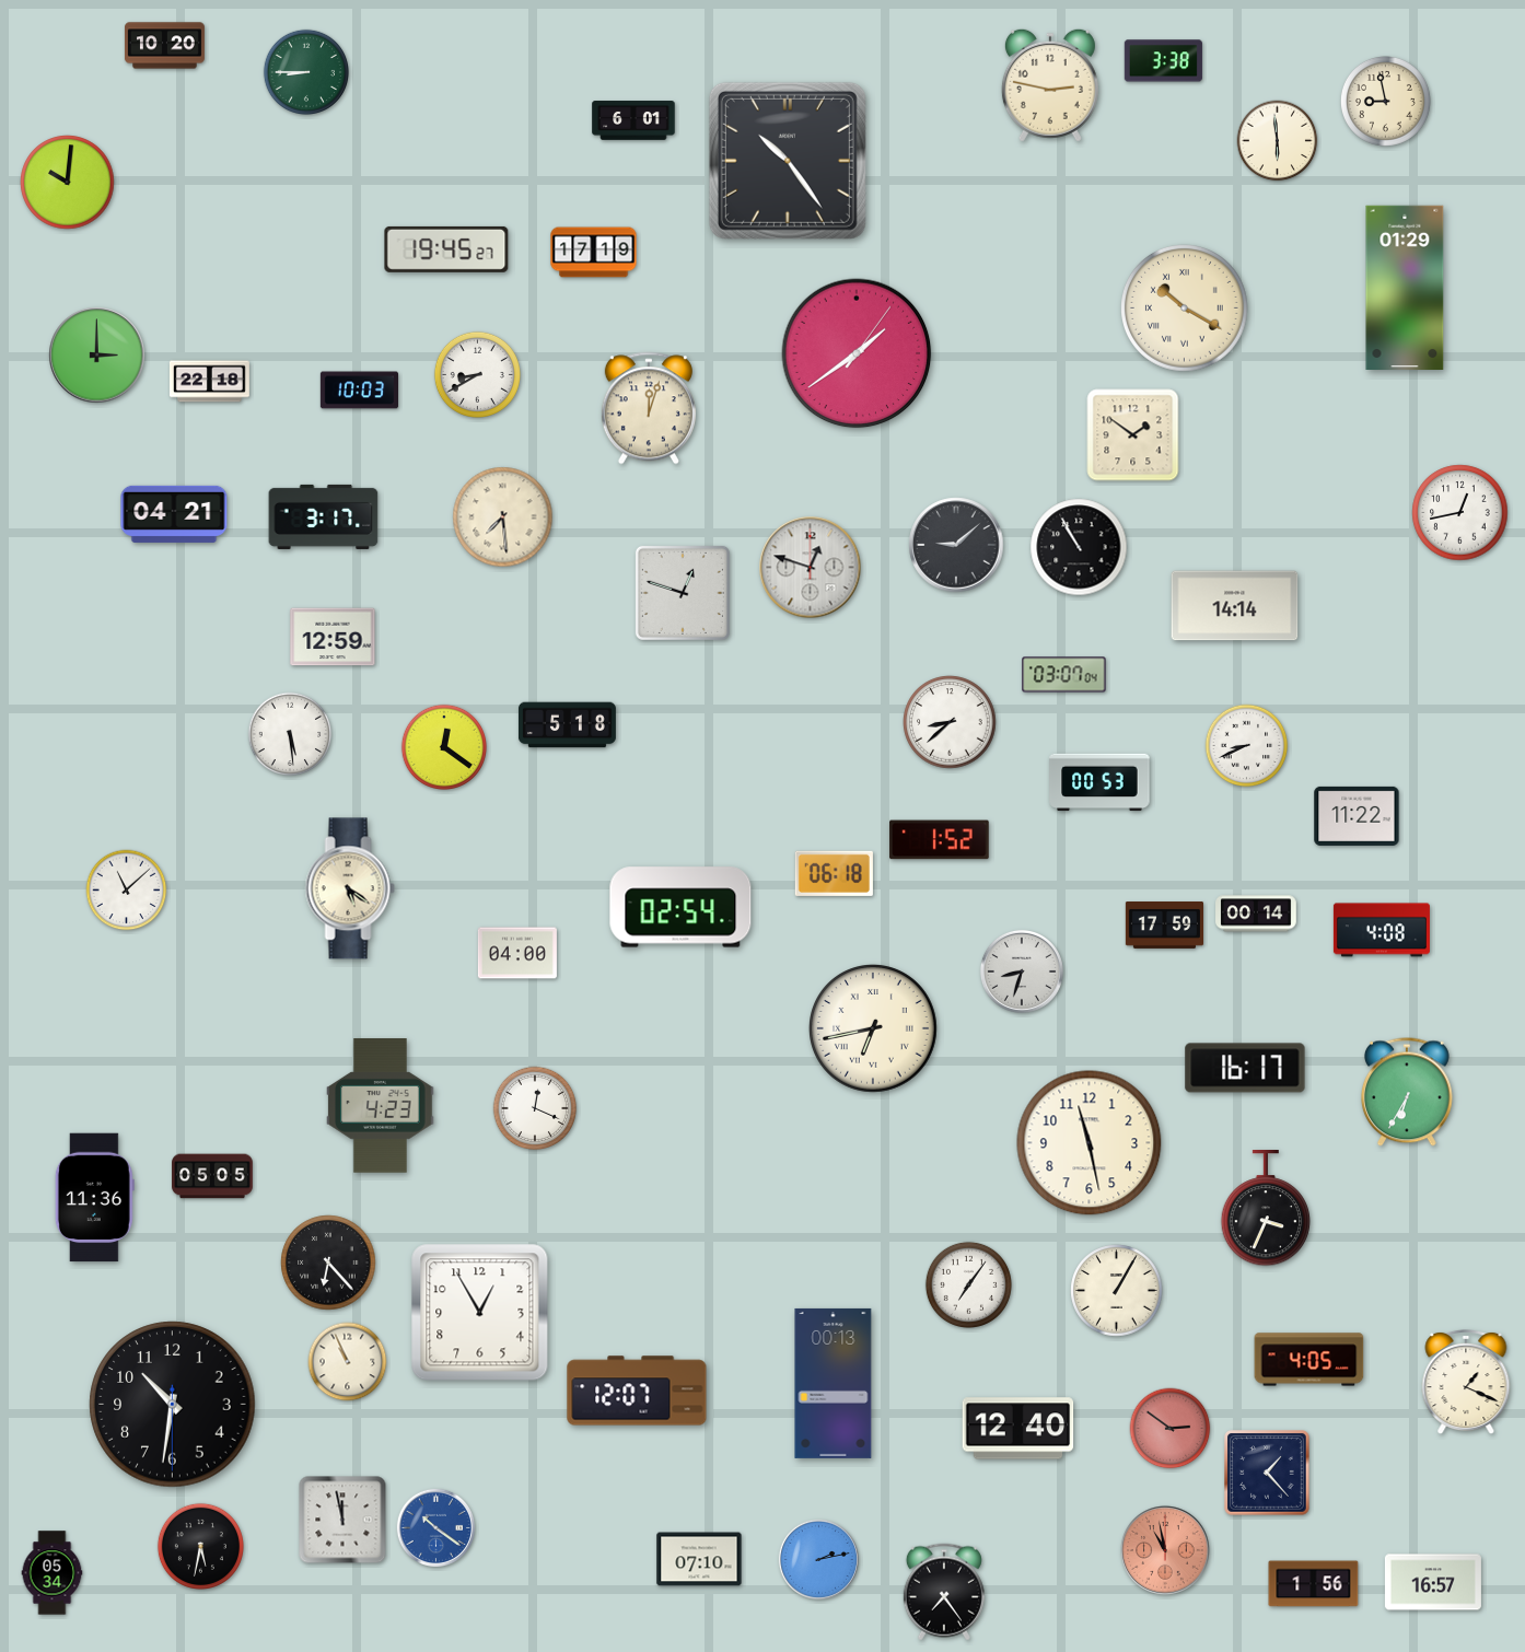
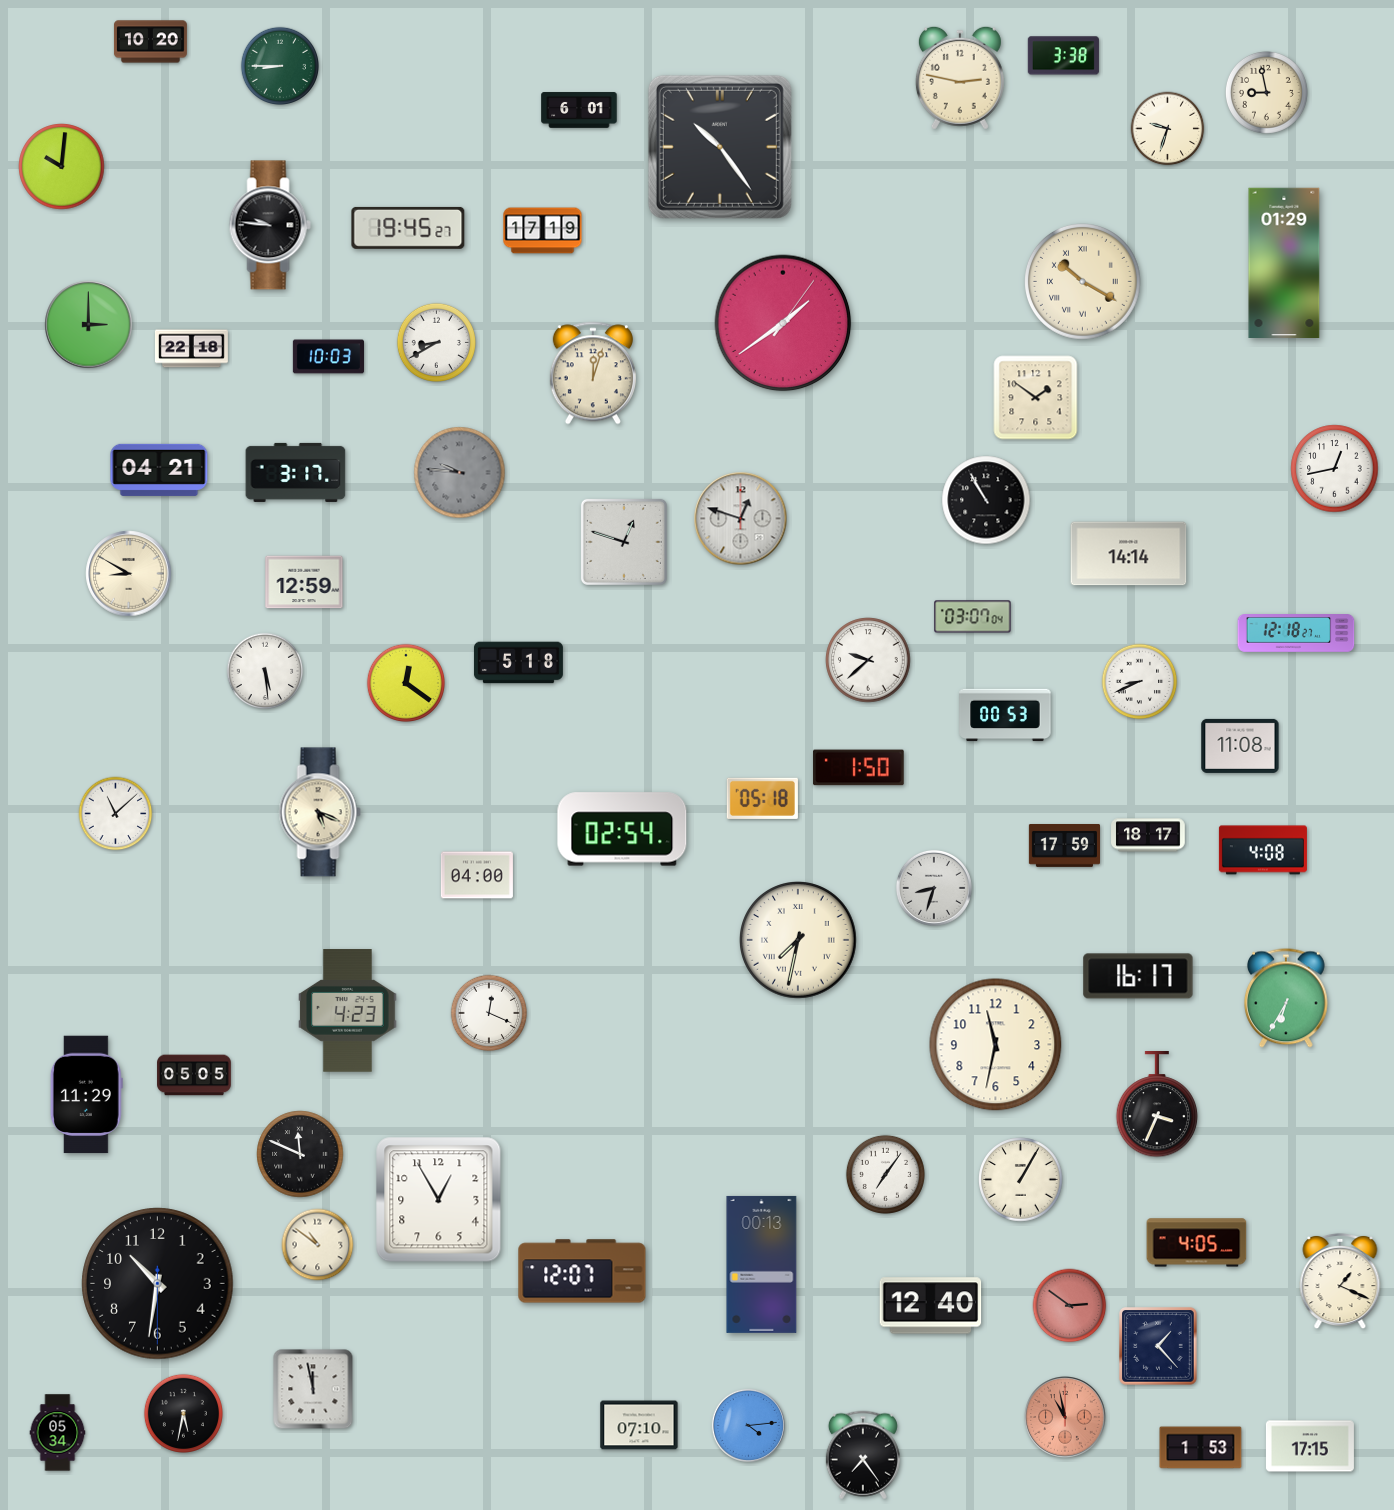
clock at (1278, 141): 5:59 -> 9:33
clock at (270, 225): none -> 9:46
clock at (503, 517): 7:29 -> 9:46
clock at (503, 517) dial: cream -> grey
clock at (956, 545): 9:08 -> none
clock at (129, 574): none -> 8:50
clock at (1296, 634): none -> 12:18
clock at (950, 722): 8:38 -> 9:38
clock at (1357, 816): 11:22 -> 11:08
clock at (940, 840): 1:52 -> 1:50
clock at (834, 873): 06:18 -> 05:18
clock at (350, 888): 5:21 -> 5:19
clock at (1256, 914): 00:14 -> 18:17
clock at (517, 953) position: (517, 953) -> (477, 875)
clock at (873, 1028): 6:43 -> 7:32
clock at (1090, 1143): 11:28 -> 11:32
clock at (94, 1198): 11:36 -> 11:29
clock at (328, 1263): 6:23 -> 11:49
clock at (348, 1362): 10:56 -> 10:51
clock at (1466, 1382) position: (1466, 1382) -> (1340, 1281)
clock at (435, 1527): 10:21 -> none
clock at (818, 1559): 2:13 -> 4:14
clock at (53, 1573) position: (53, 1573) -> (58, 1433)
clock at (1433, 1582): 16:57 -> 17:15
clock at (1314, 1584): 1:56 -> 1:53
